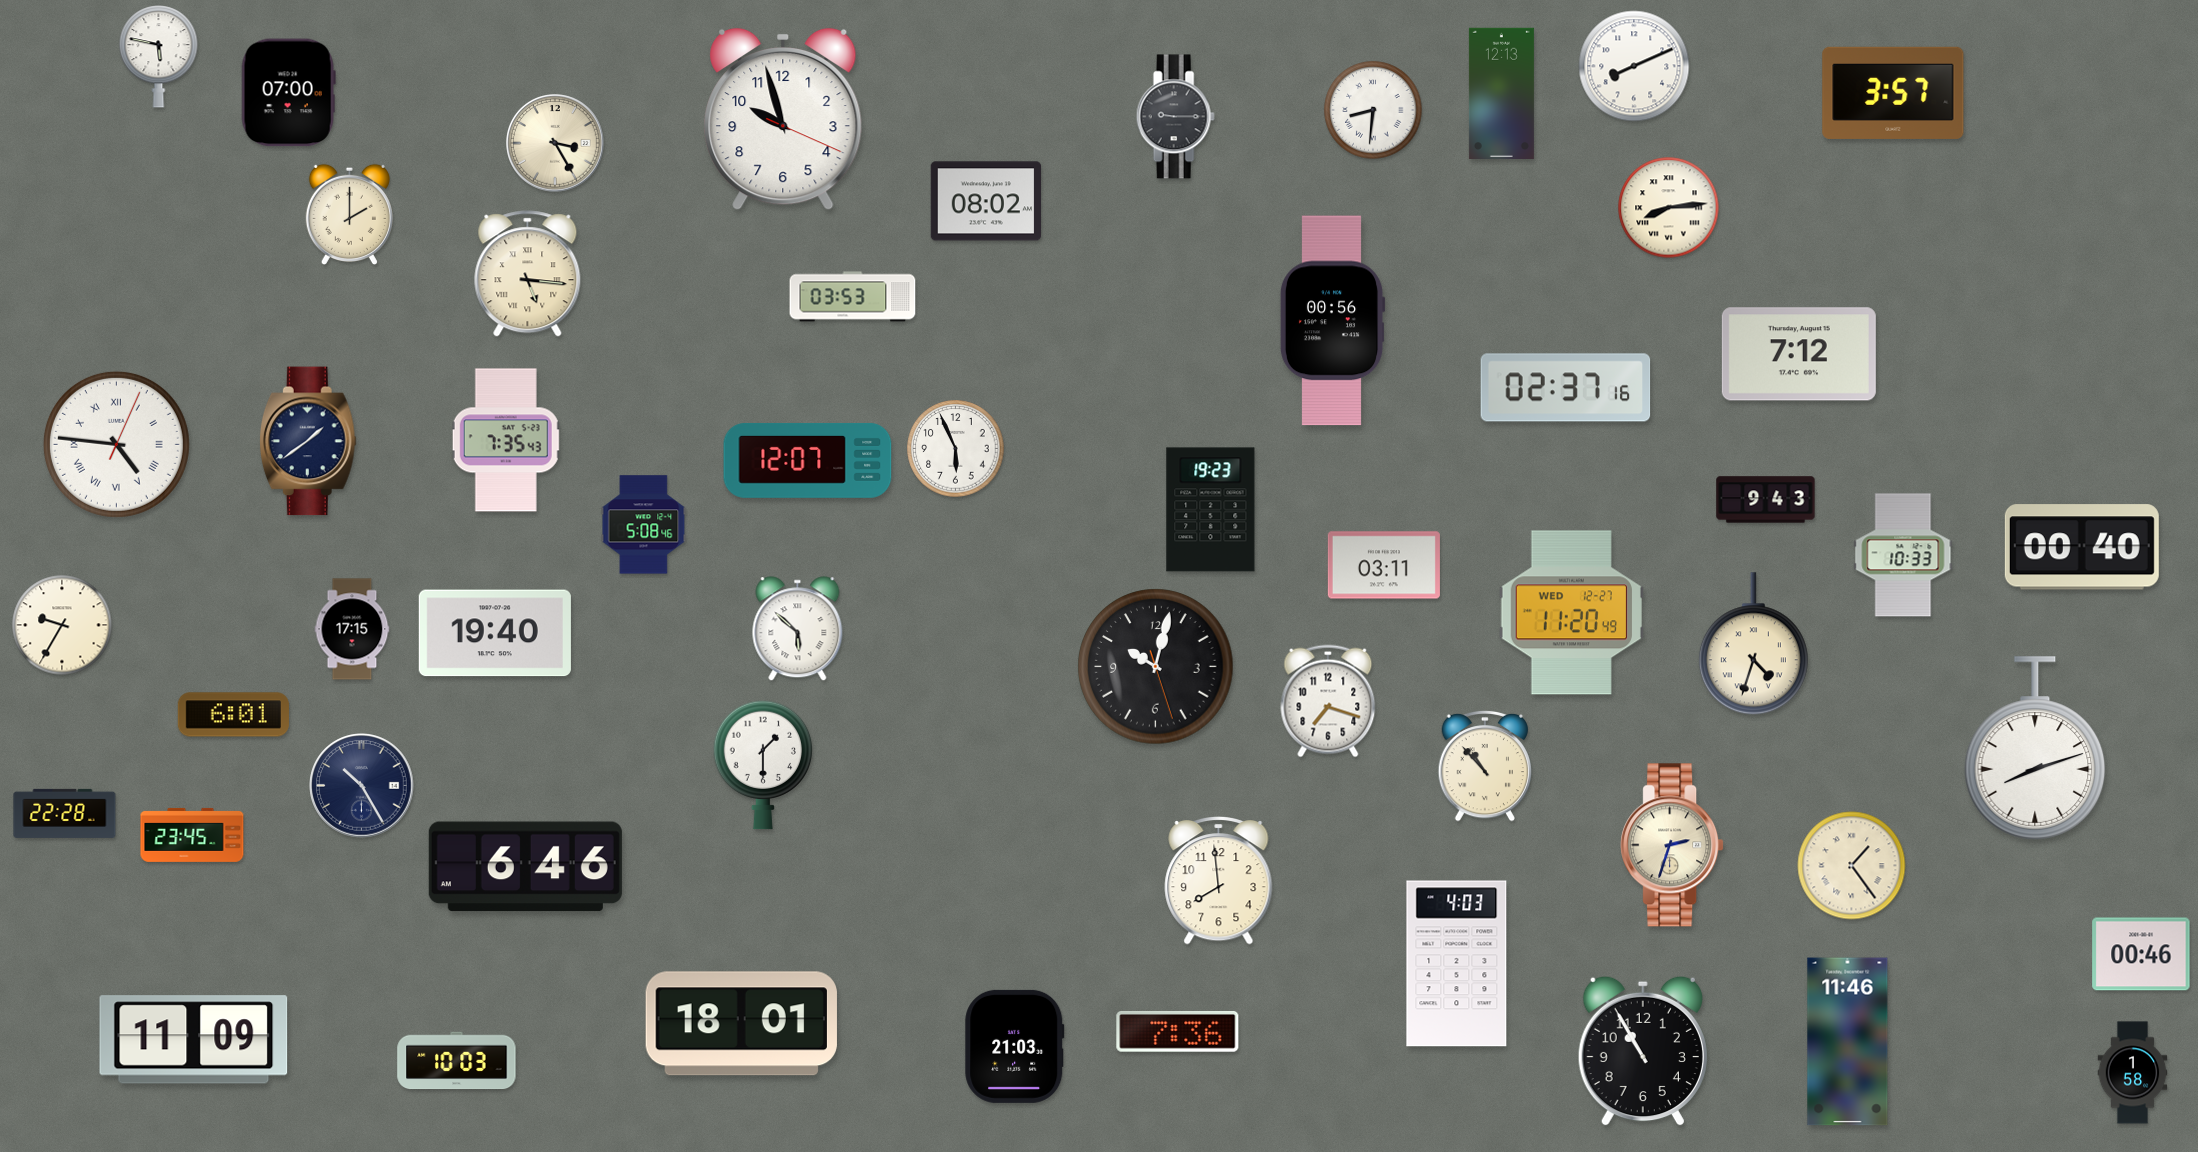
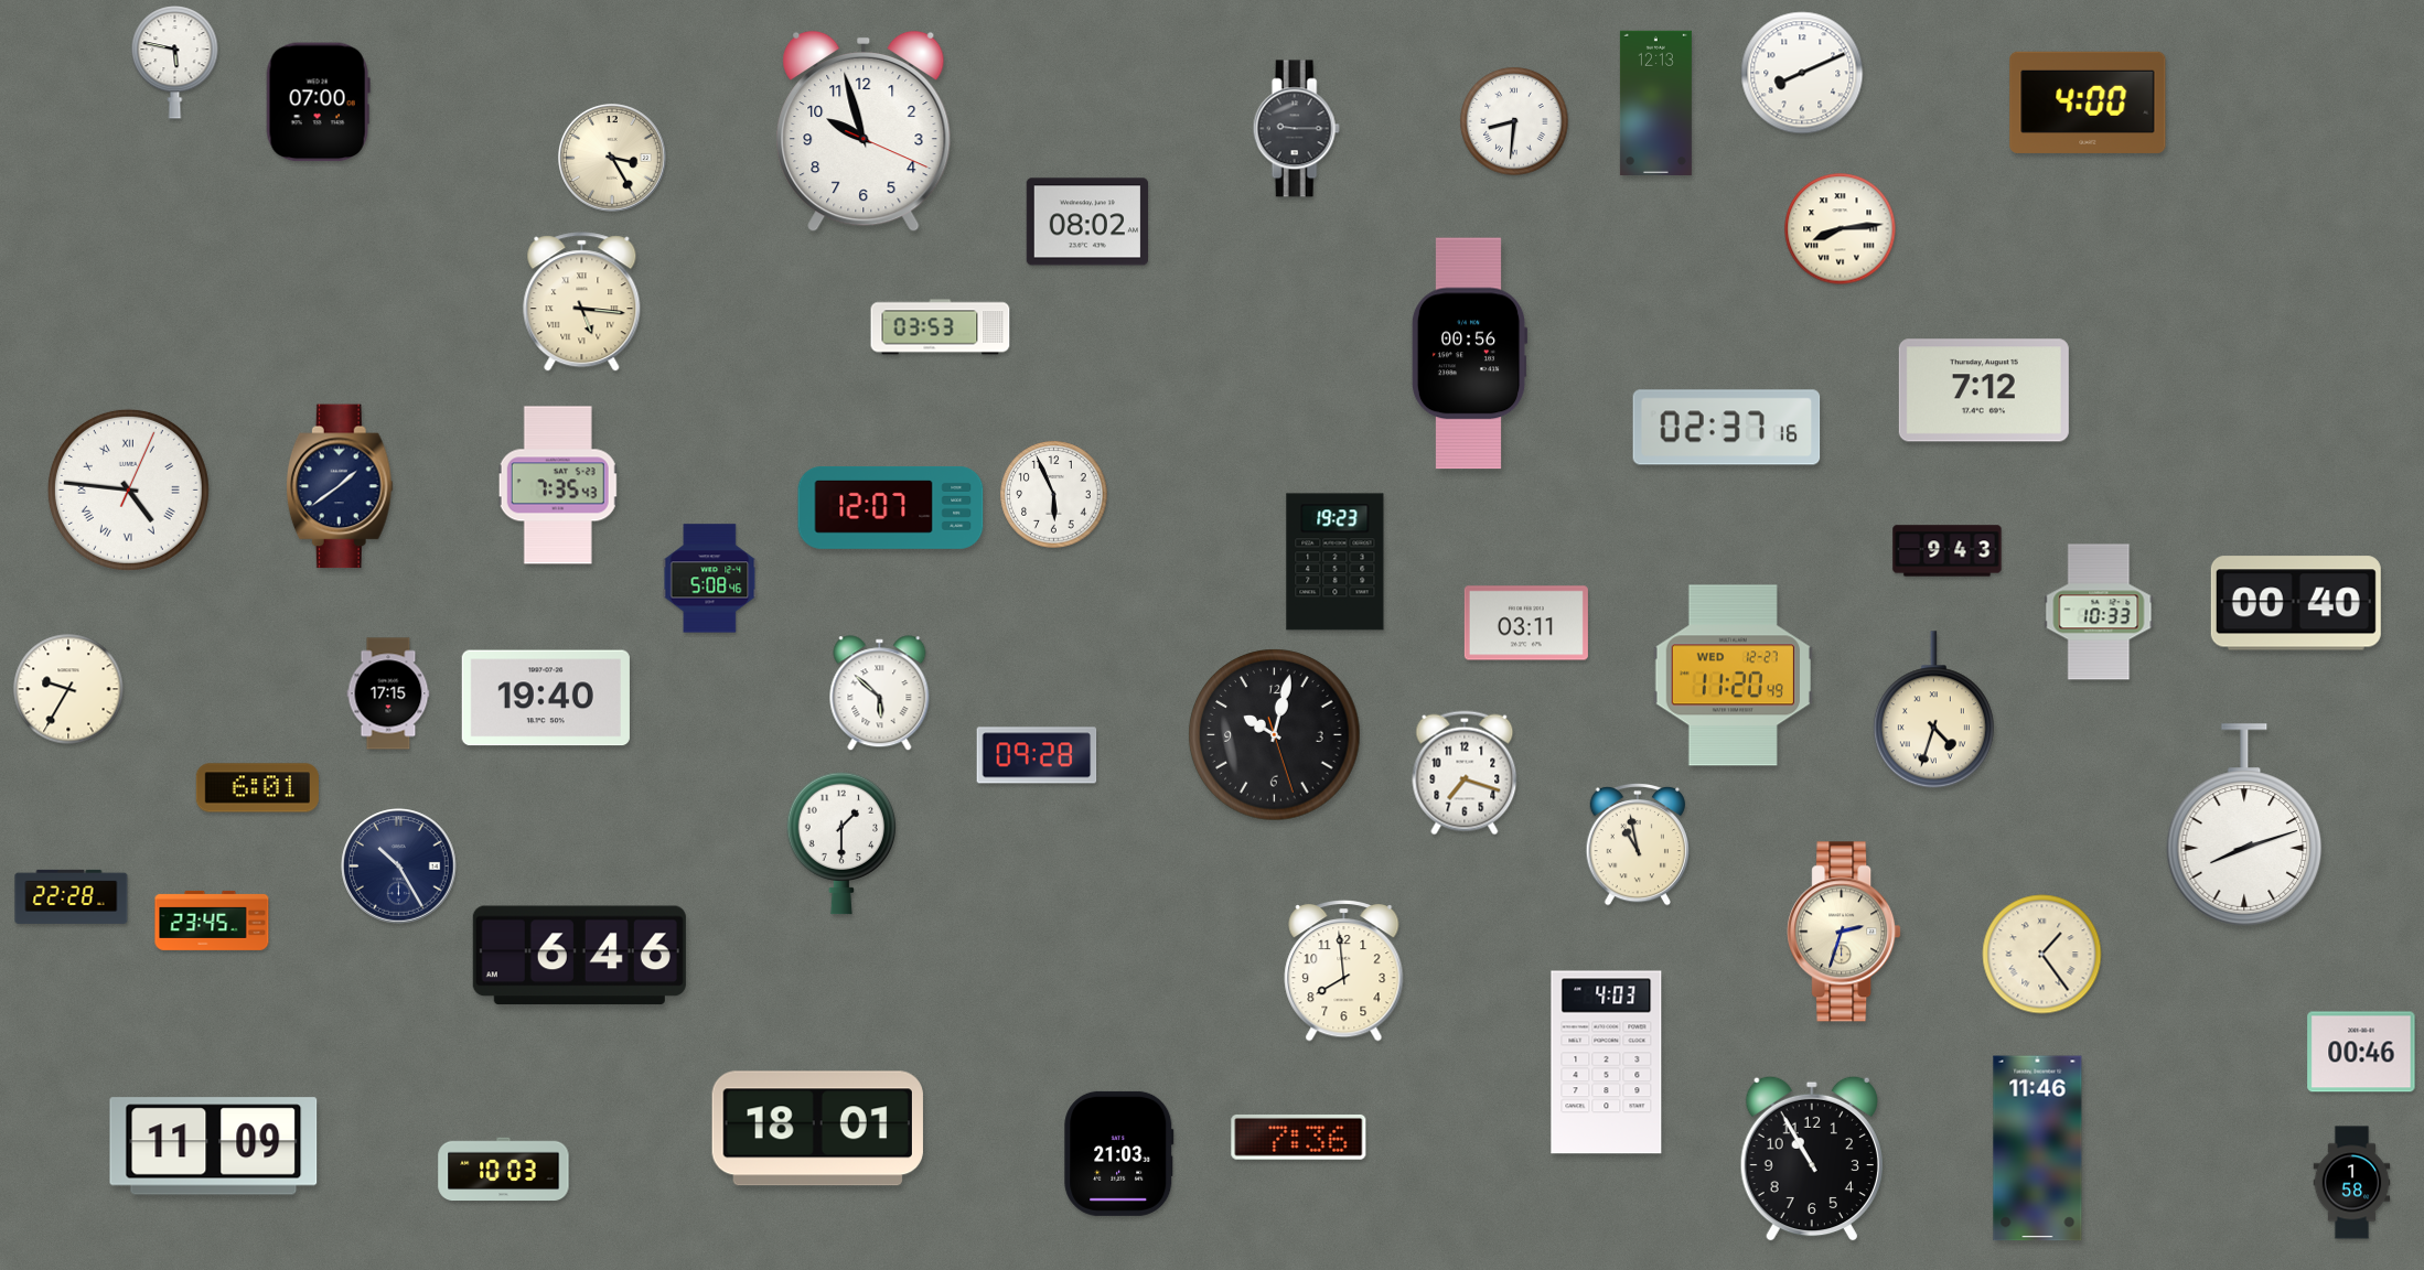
clock at (1893, 93): 3:57 -> 4:00
clock at (349, 214): 2:00 -> none
clock at (1037, 755): none -> 09:28
clock at (1484, 766): 10:53 -> 10:58
